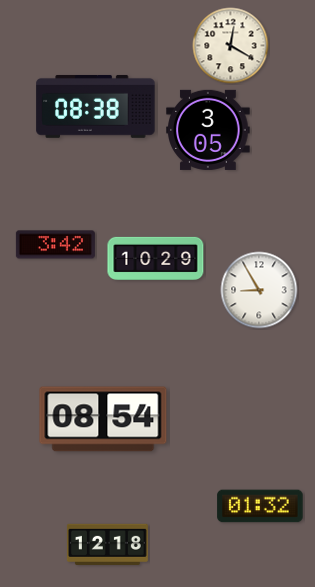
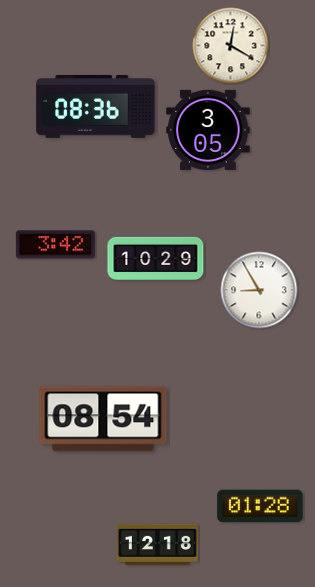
clock at (96, 106): 08:38 -> 08:36
clock at (260, 506): 01:32 -> 01:28
clock at (107, 544) position: (107, 544) -> (157, 544)
